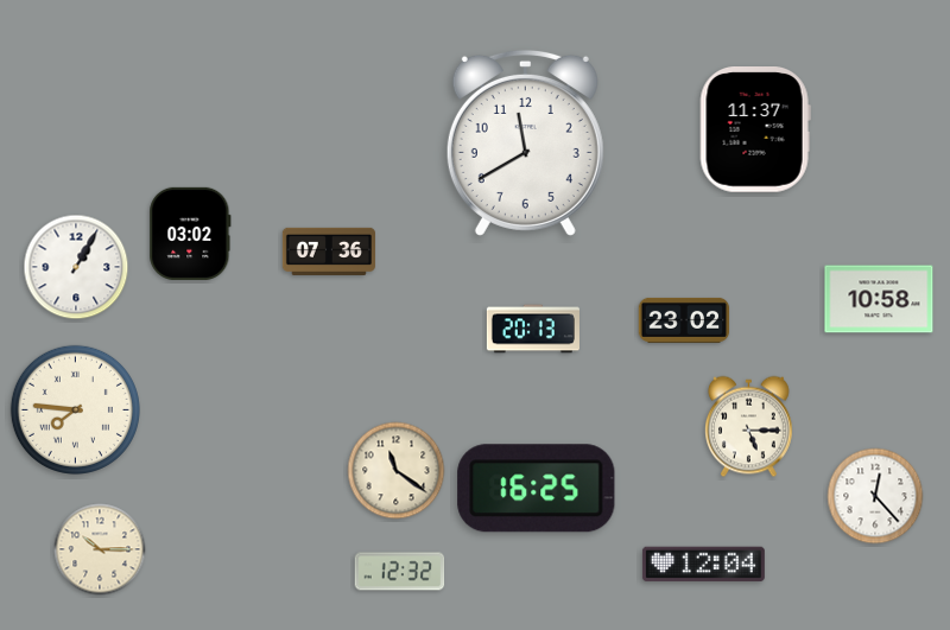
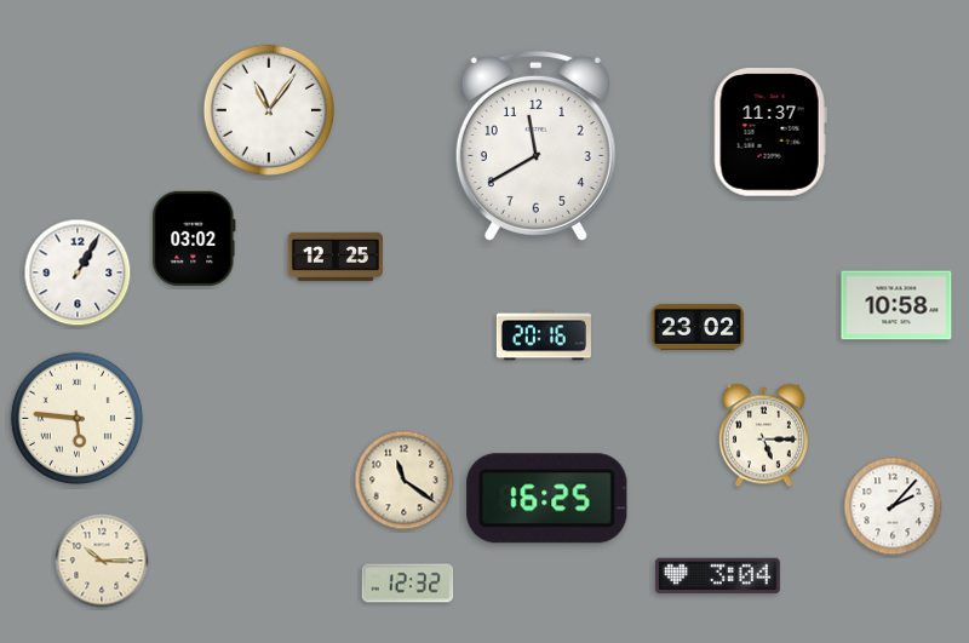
clock at (269, 110): none -> 11:06
clock at (329, 252): 07:36 -> 12:25
clock at (533, 329): 20:13 -> 20:16
clock at (75, 409): 7:46 -> 5:46
clock at (875, 496): 12:23 -> 2:07
clock at (703, 565): 12:04 -> 3:04
